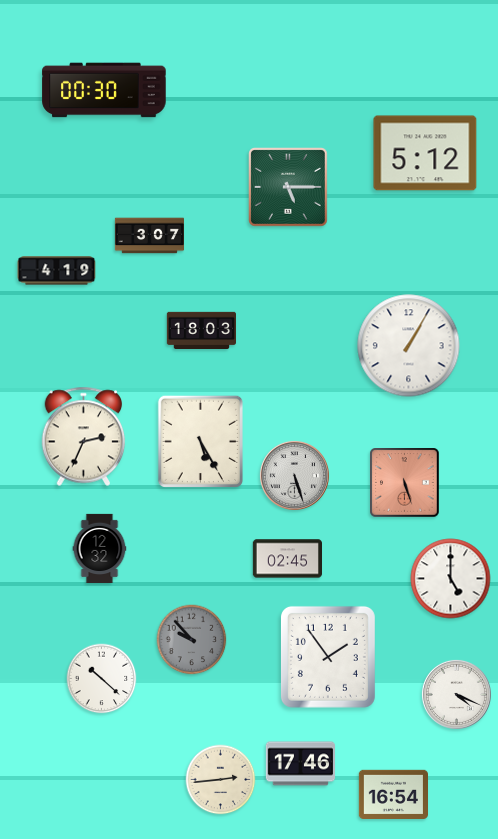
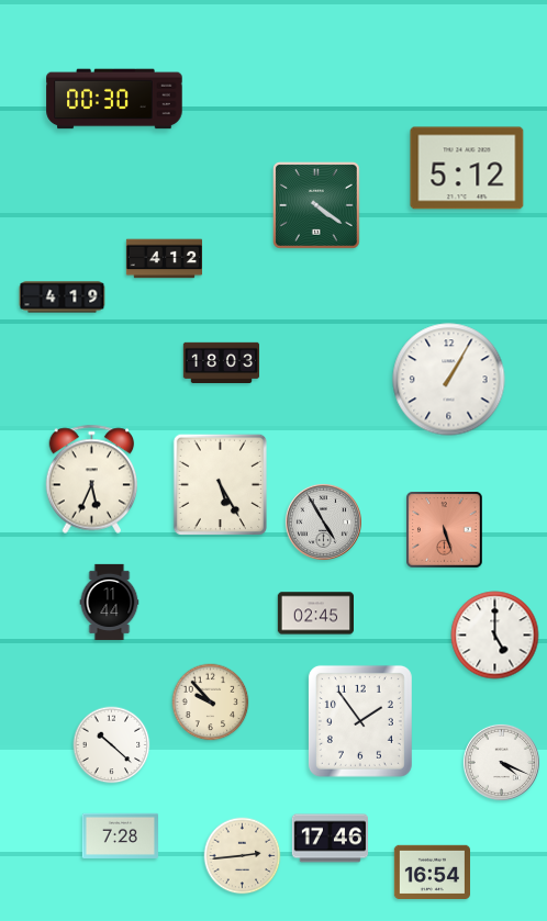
clock at (288, 187): 5:15 -> 4:21
clock at (149, 236): 3:07 -> 4:12
clock at (84, 437): 2:34 -> 5:34
clock at (294, 475): 5:27 -> 4:55
clock at (100, 548): 12:32 -> 11:44
clock at (192, 640) dial: grey -> cream
clock at (120, 835): none -> 7:28
